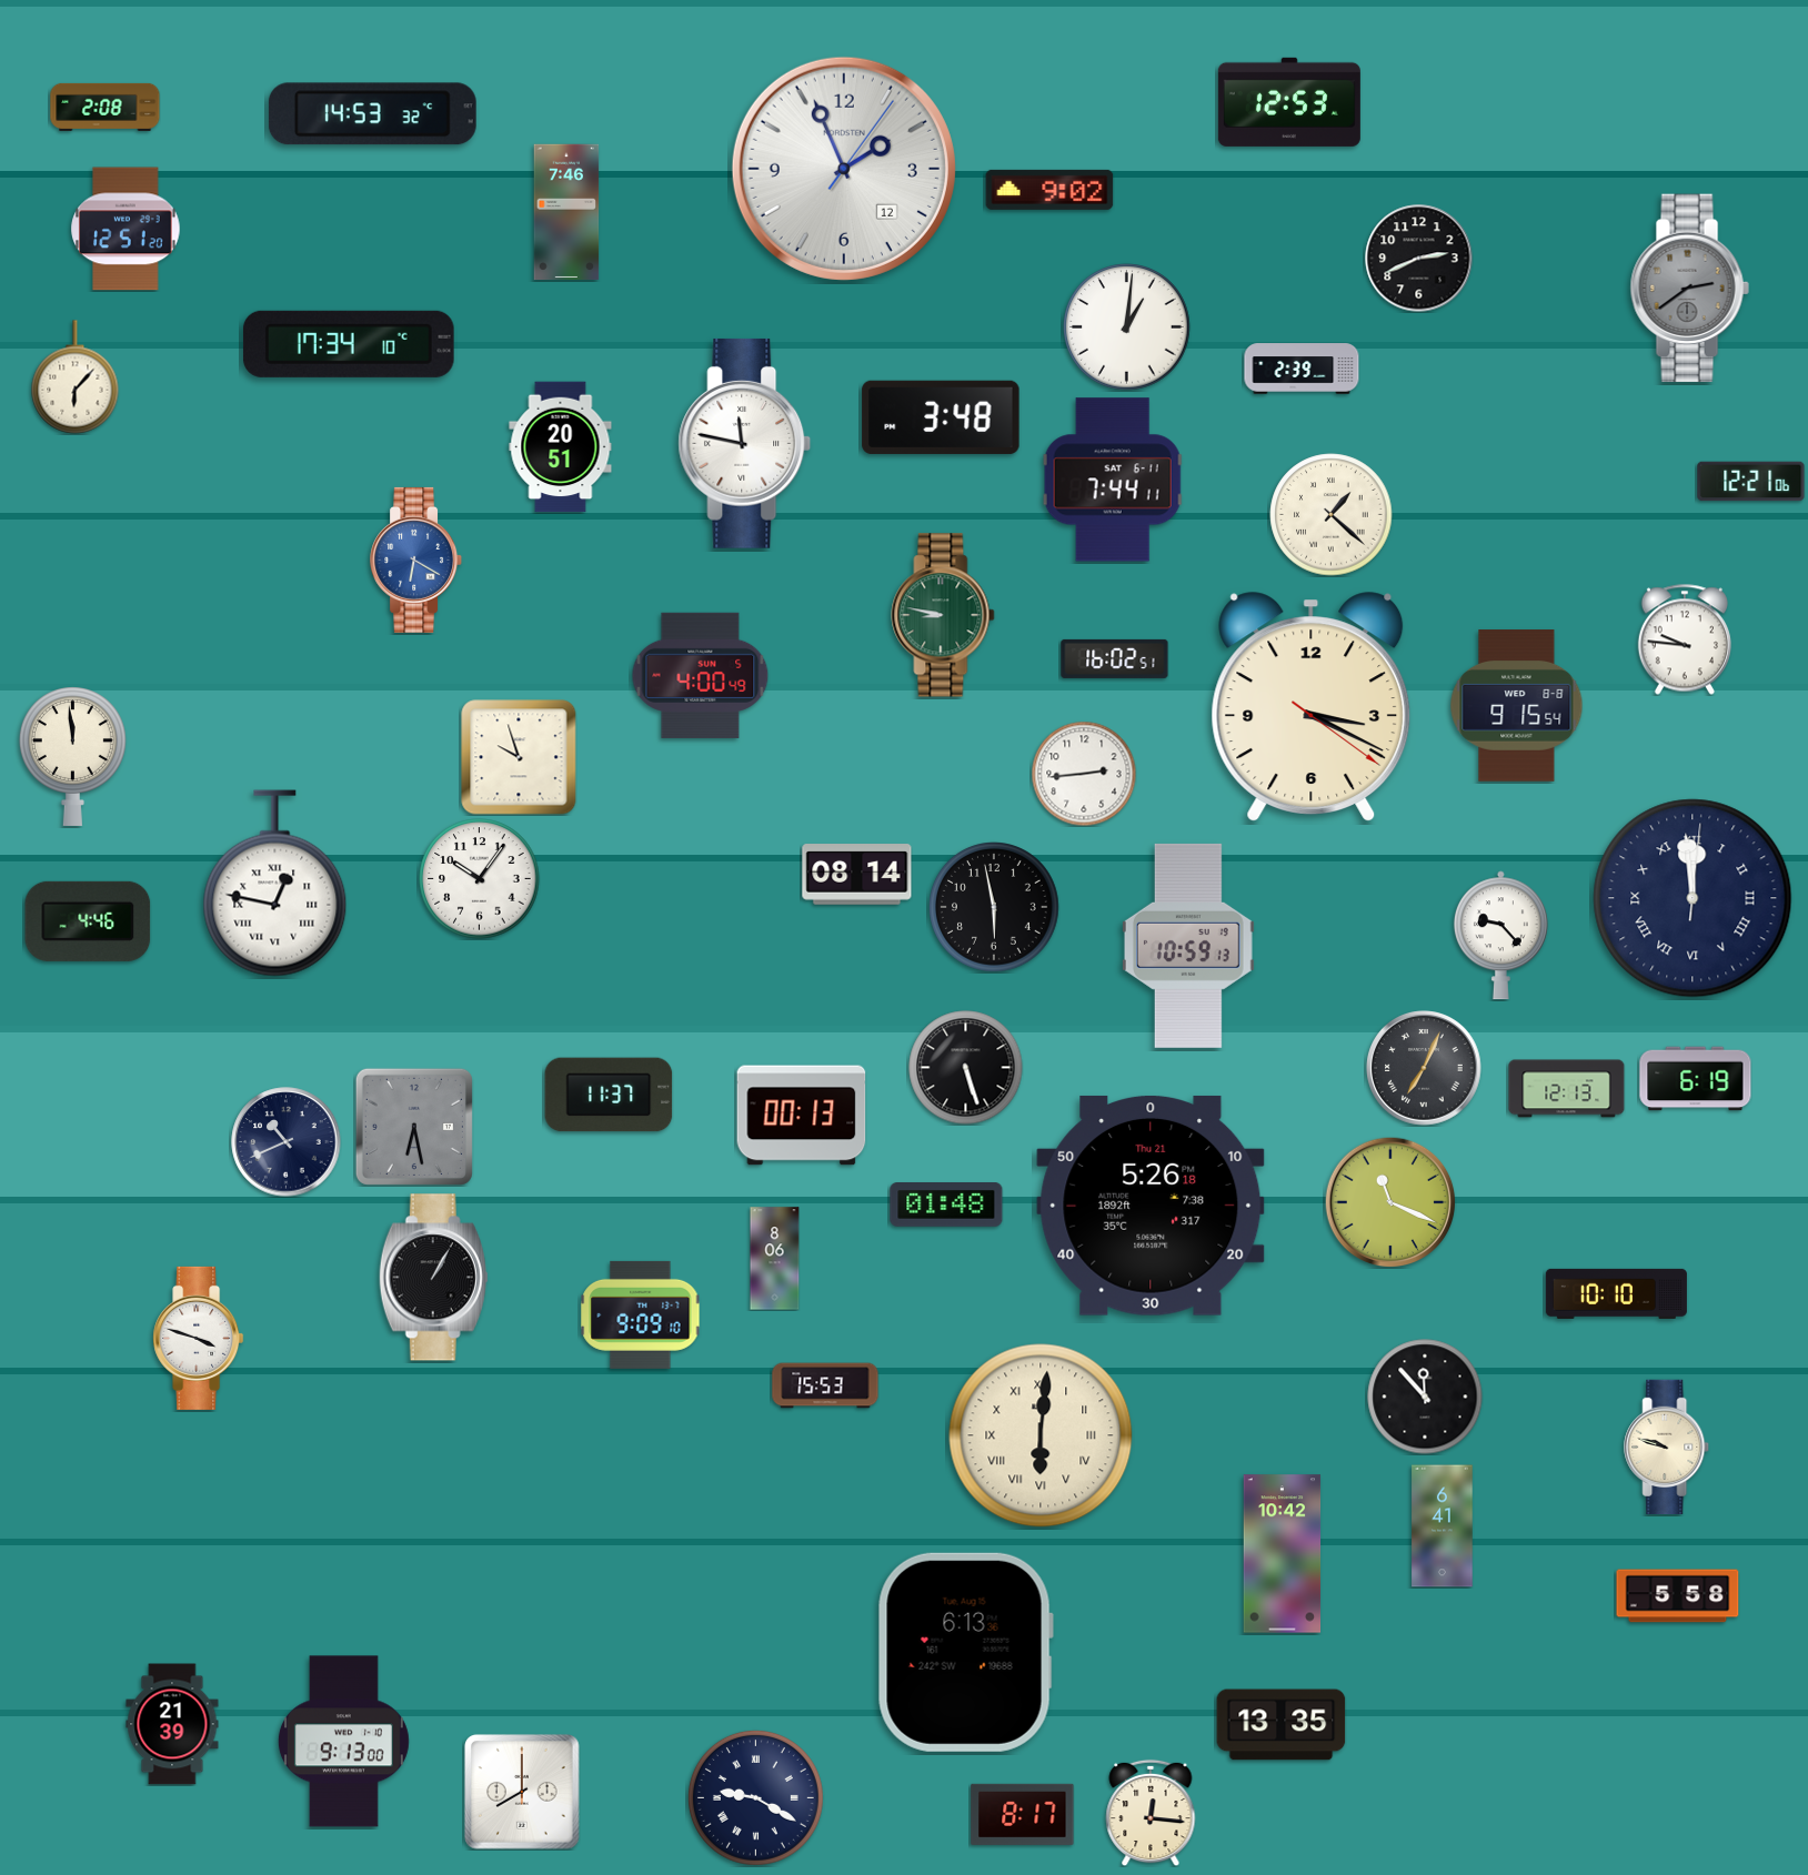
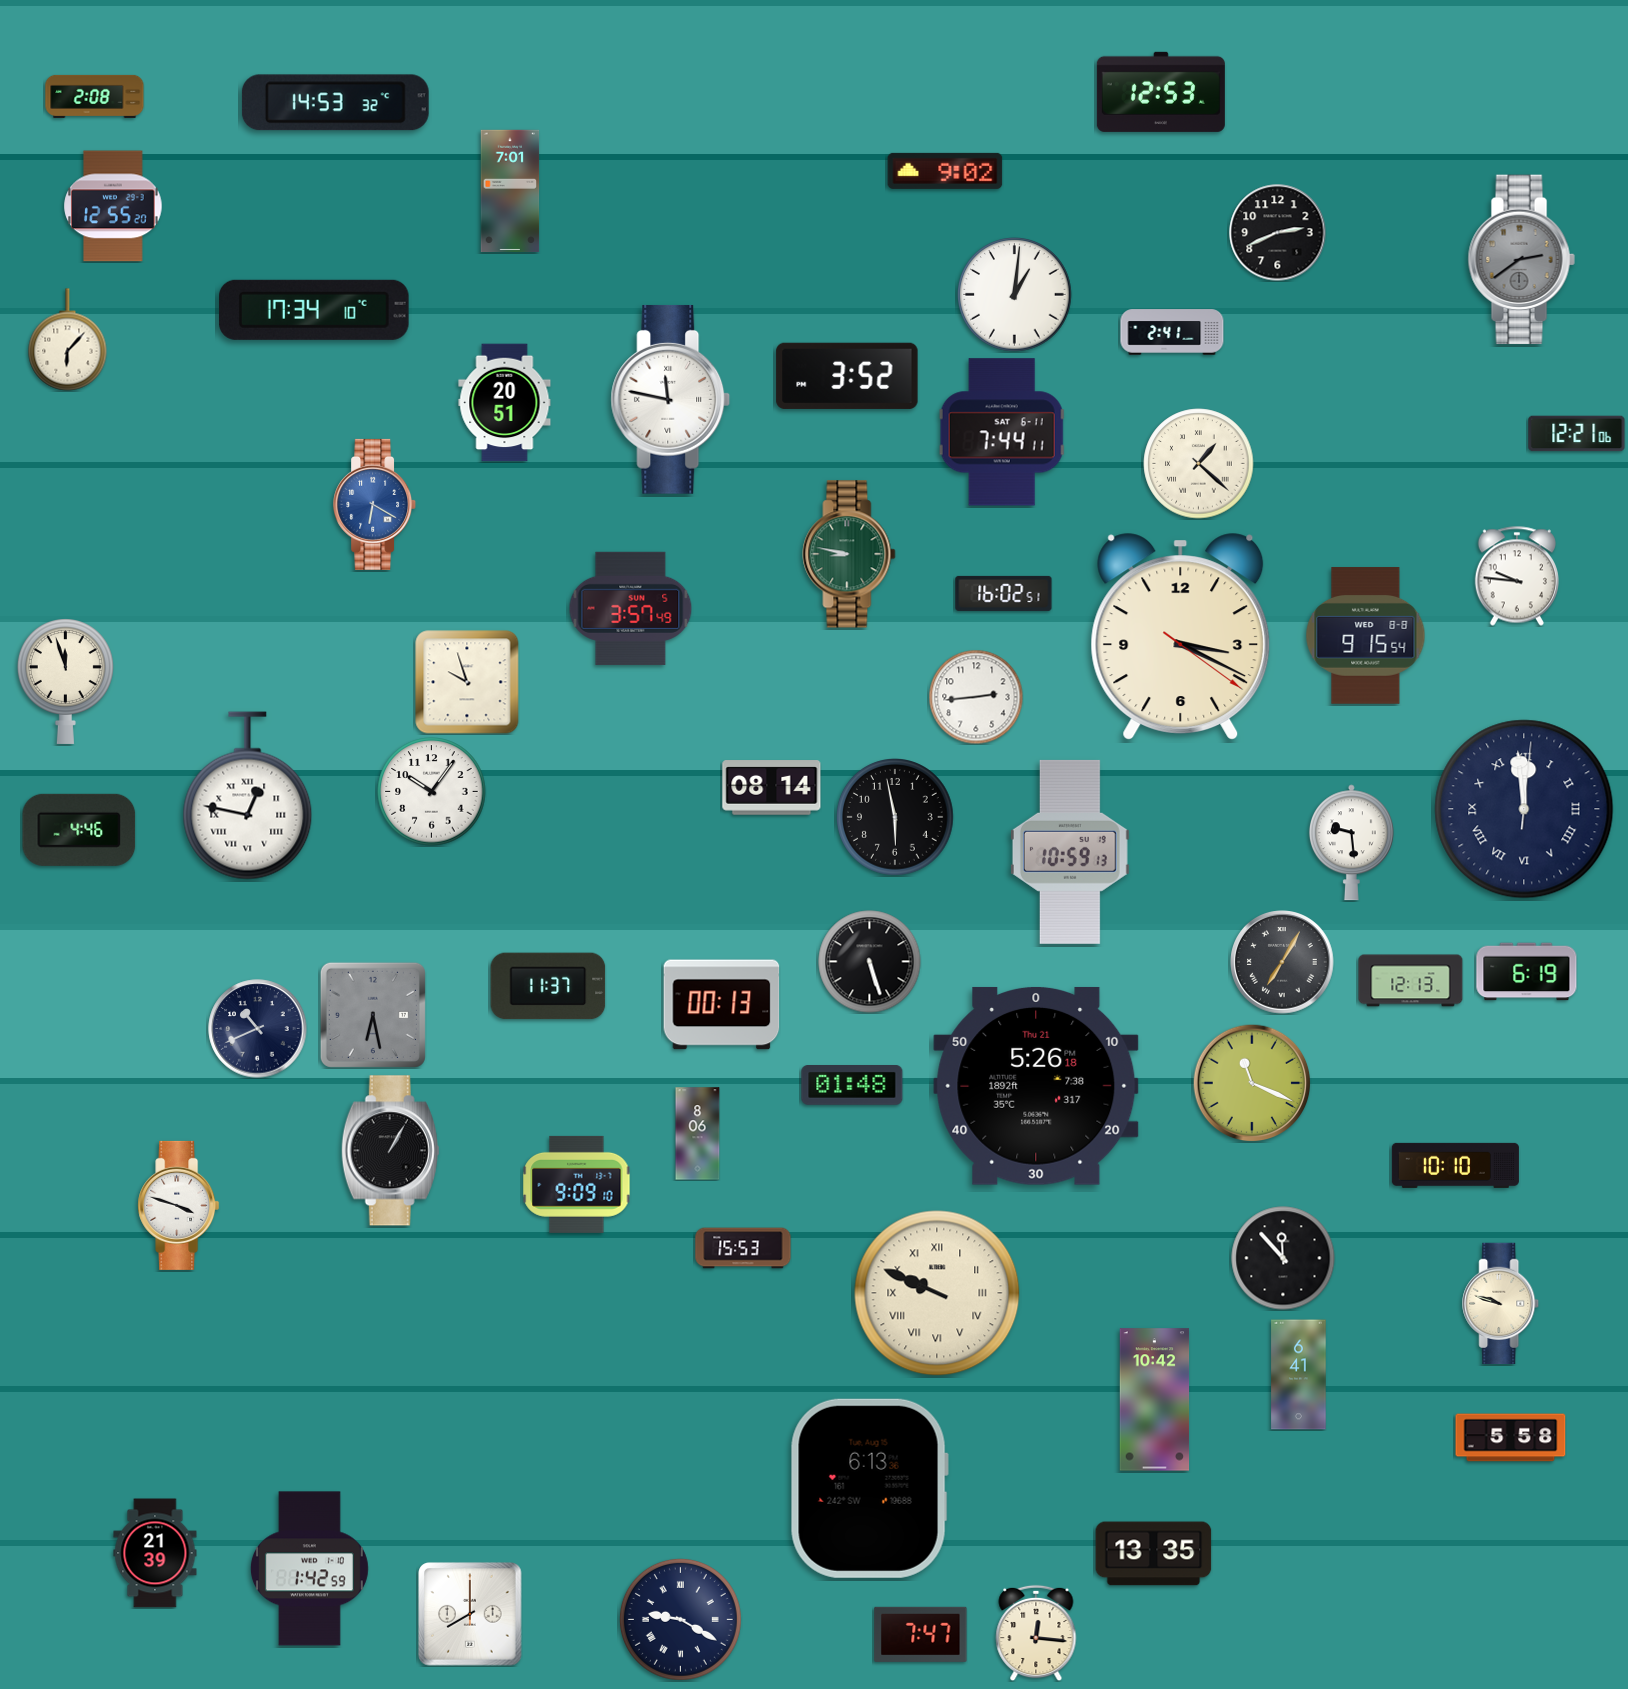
clock at (844, 169): 1:56 -> none
clock at (566, 212): 7:46 -> 7:01
clock at (125, 229): 12:51 -> 12:55
clock at (1302, 369): 2:39 -> 2:41
clock at (941, 417): 3:48 -> 3:52
clock at (701, 675): 4:00 -> 3:57
clock at (72, 757): 11:59 -> 11:57
clock at (1500, 936): 9:23 -> 9:29
clock at (1424, 1068): 7:04 -> 7:05
clock at (1041, 1435): 6:01 -> 9:49
clock at (343, 1742): 9:13 -> 1:42
clock at (1023, 1814): 8:17 -> 7:47
